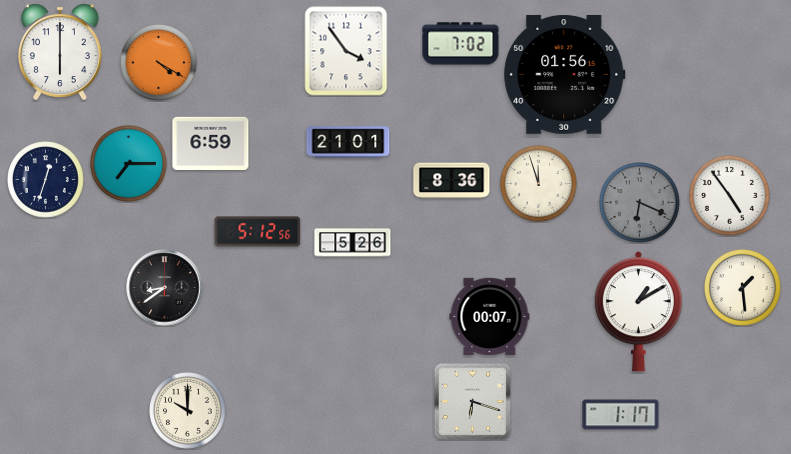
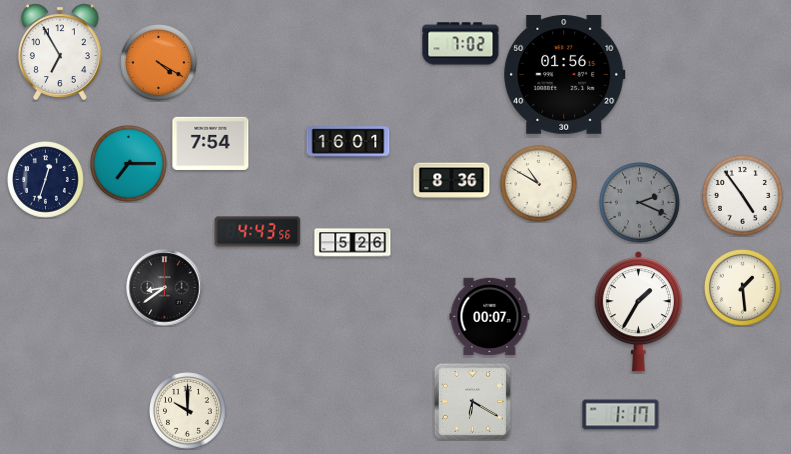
clock at (346, 51): 3:54 -> none
clock at (60, 52): 6:00 -> 6:55
clock at (348, 142): 21:01 -> 16:01
clock at (211, 143): 6:59 -> 7:54
clock at (539, 184): 11:57 -> 10:50
clock at (730, 196) position: (730, 196) -> (743, 196)
clock at (640, 203): 6:19 -> 2:19
clock at (258, 232): 5:12 -> 4:43
clock at (638, 312): 1:10 -> 1:35
clock at (472, 401): 6:18 -> 6:20
